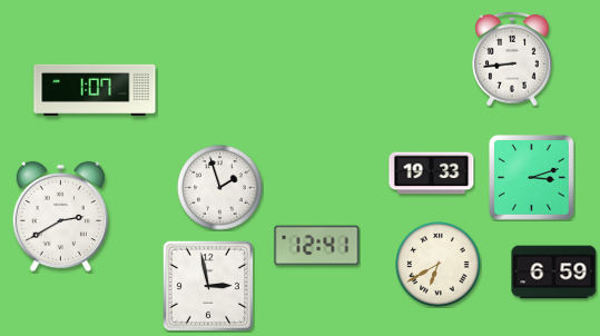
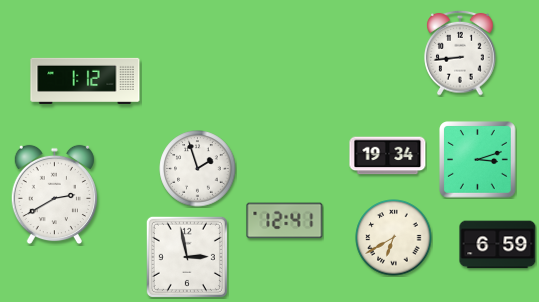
clock at (95, 90): 1:07 -> 1:12
clock at (432, 174): 19:33 -> 19:34
